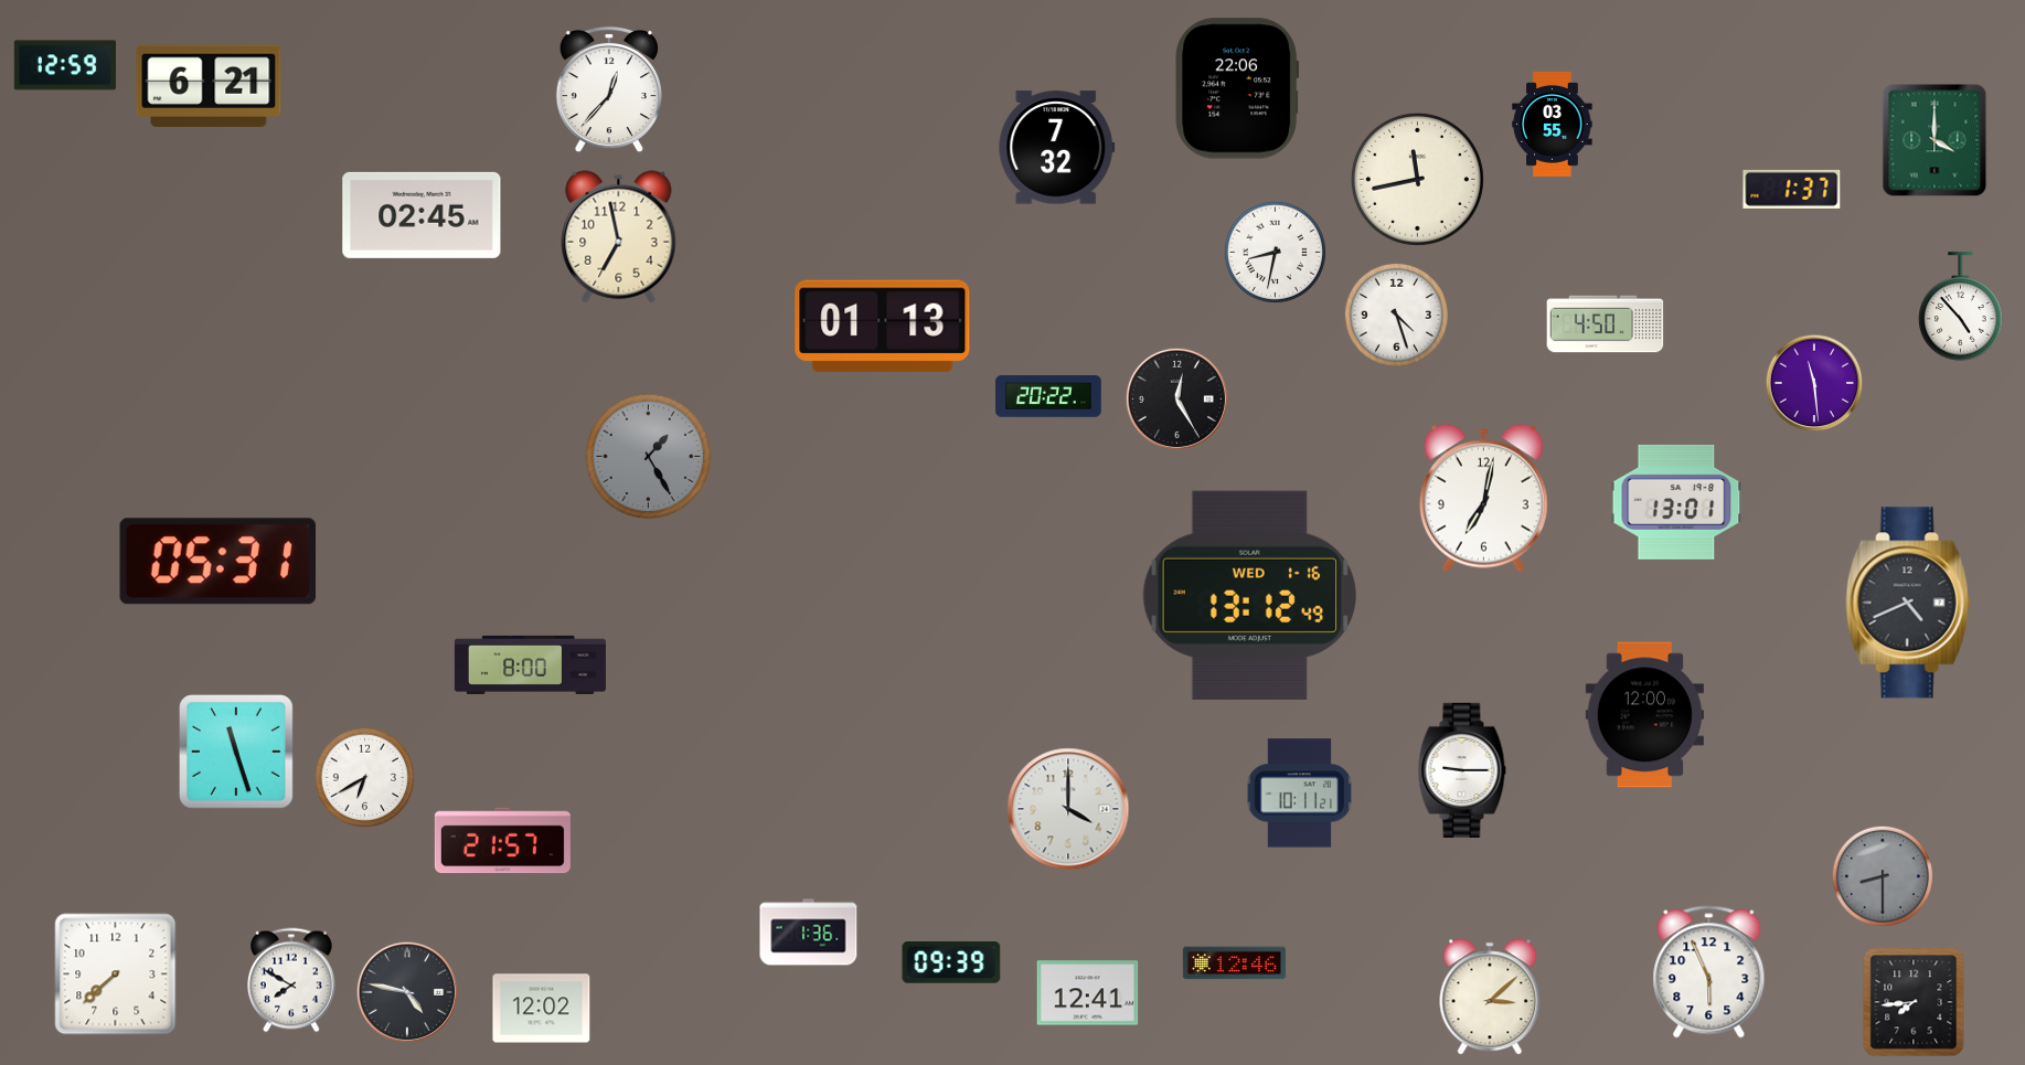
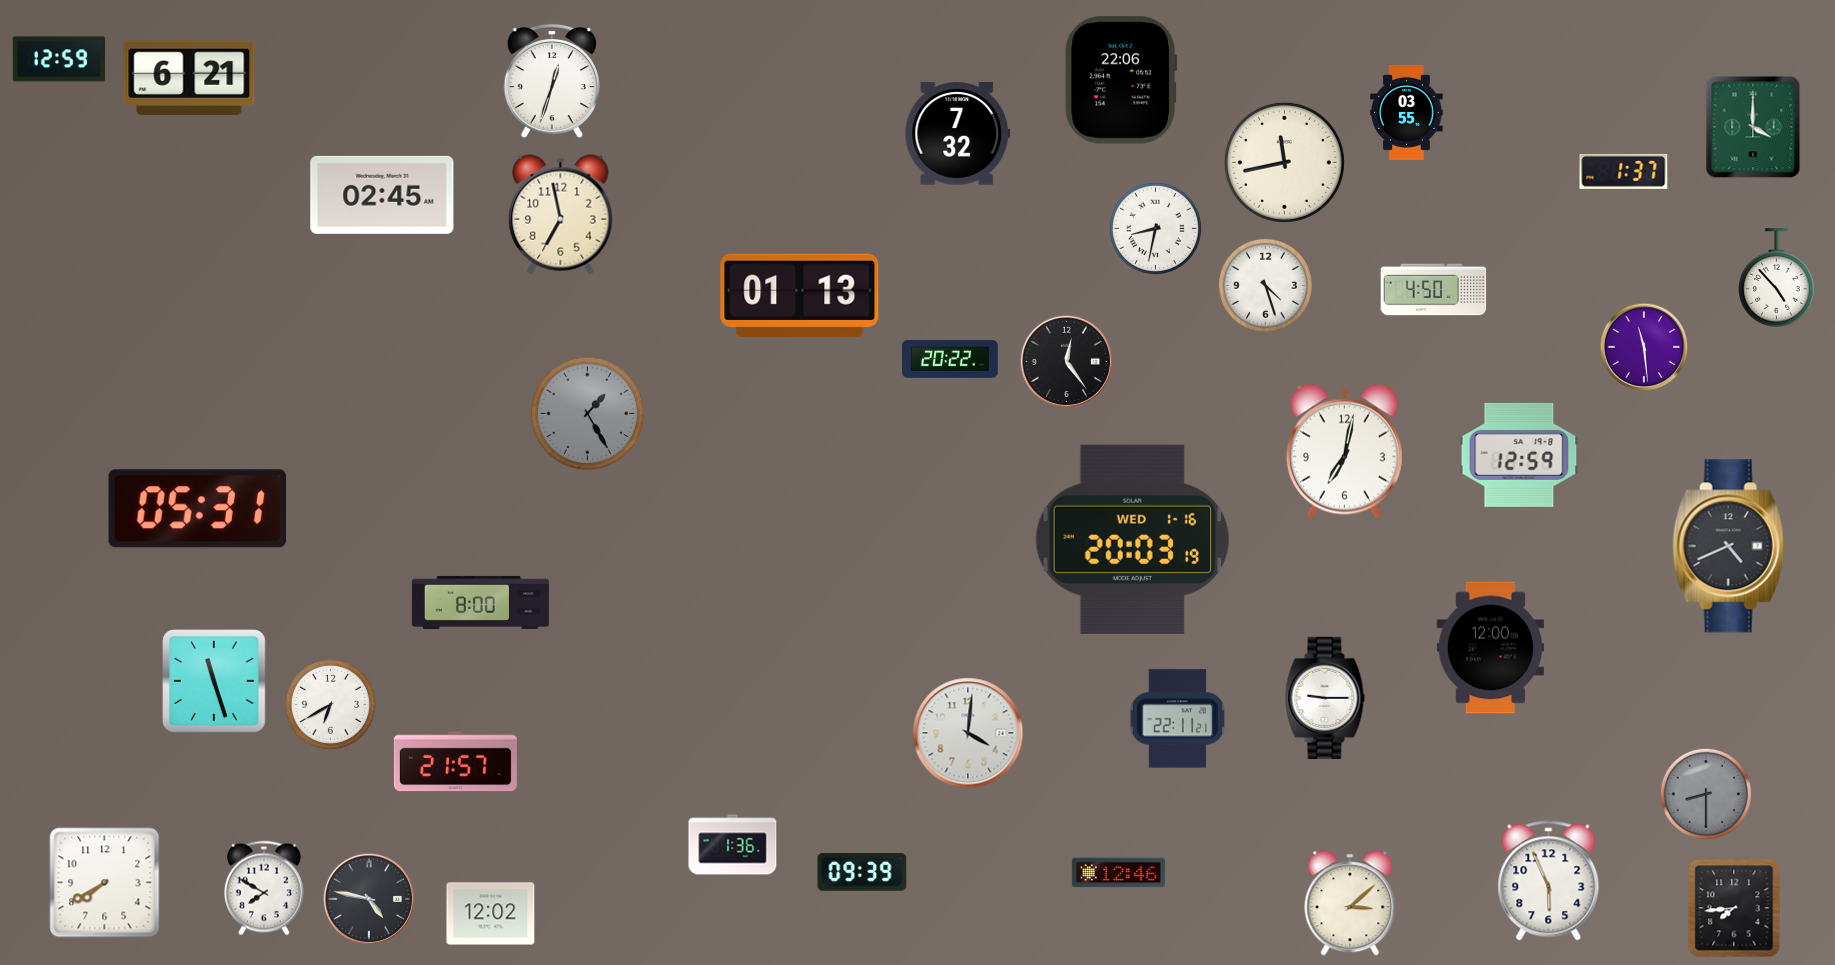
clock at (609, 89): 12:37 -> 12:33
clock at (1606, 324) position: (1606, 324) -> (1434, 290)
clock at (1176, 398): 12:25 -> 12:24
clock at (1676, 502): 13:01 -> 12:59
clock at (1250, 595): 13:12 -> 20:03
clock at (1300, 794): 10:11 -> 22:11
clock at (1068, 809): 4:00 -> 4:01
clock at (116, 975): 7:38 -> 7:40
clock at (1088, 993): 12:41 -> none
